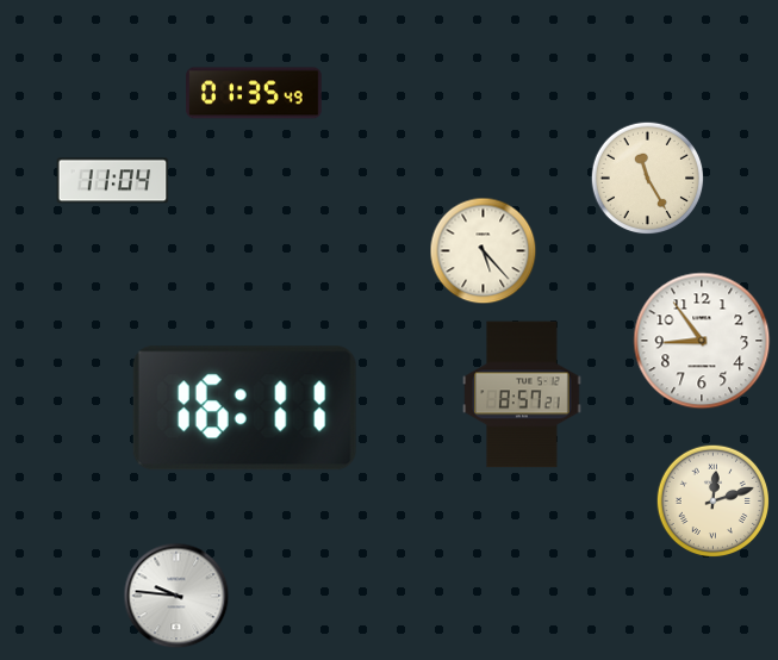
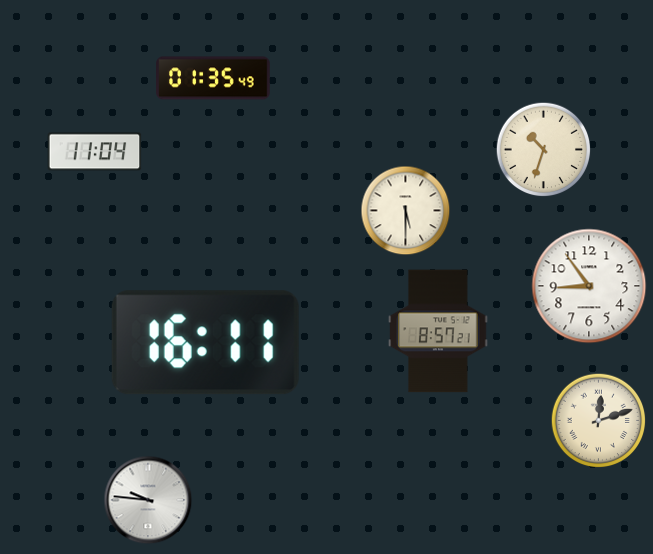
clock at (648, 179): 11:25 -> 10:33
clock at (484, 251): 5:23 -> 5:30
